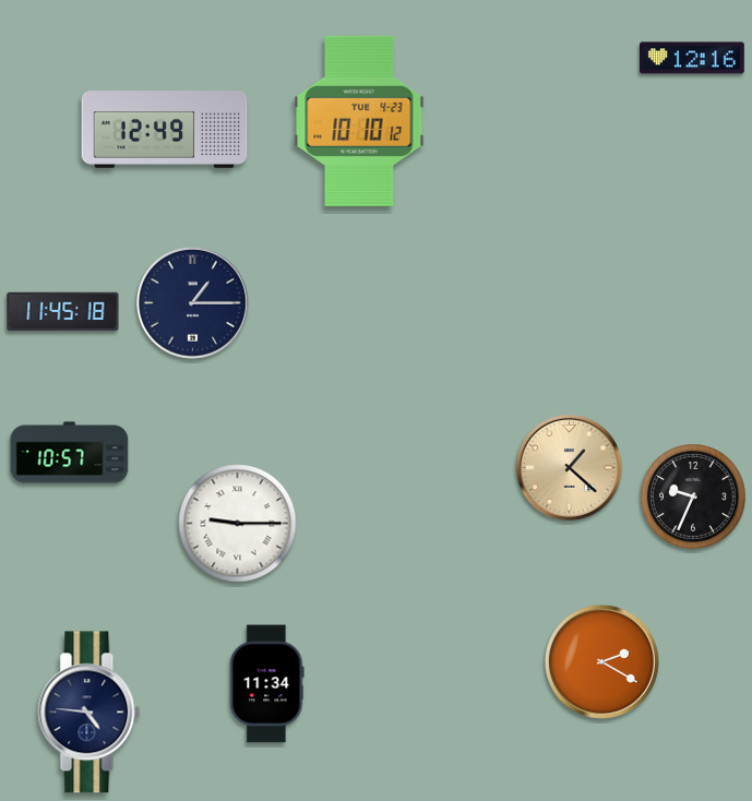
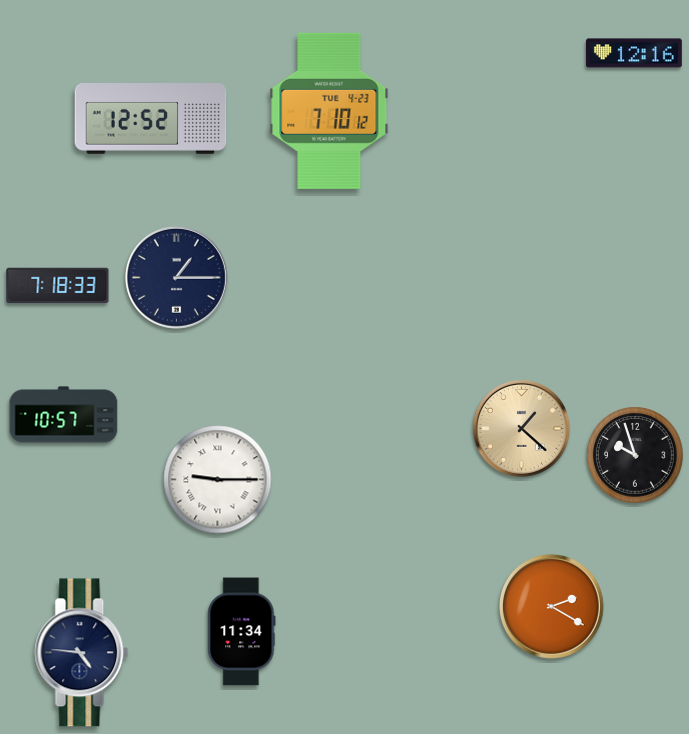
clock at (359, 121): 10:10 -> 7:10
clock at (165, 130): 12:49 -> 12:52
clock at (63, 312): 11:45 -> 7:18
clock at (694, 498): 9:34 -> 9:57
clock at (267, 684) position: (267, 684) -> (242, 632)
